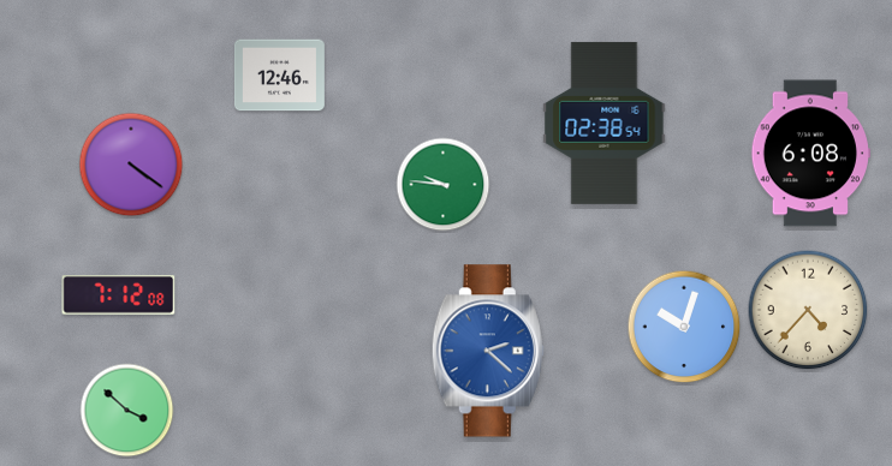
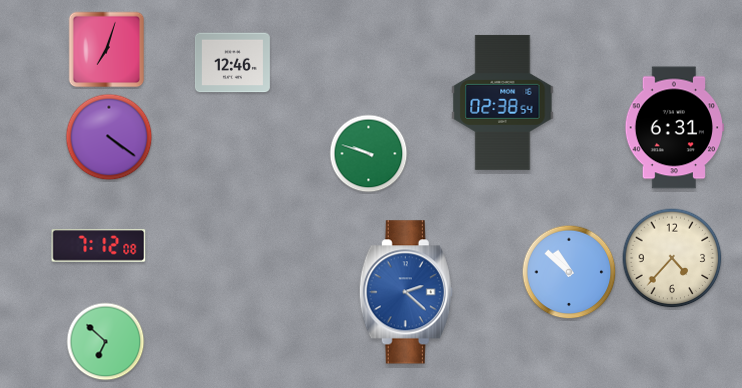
clock at (107, 50): none -> 7:03
clock at (811, 154): 6:08 -> 6:31
clock at (444, 185): 9:46 -> 9:48
clock at (684, 327): 10:03 -> 10:52
clock at (127, 411): 3:52 -> 6:52
